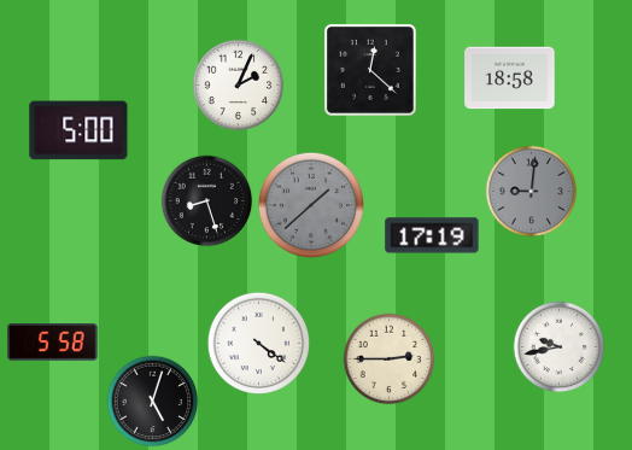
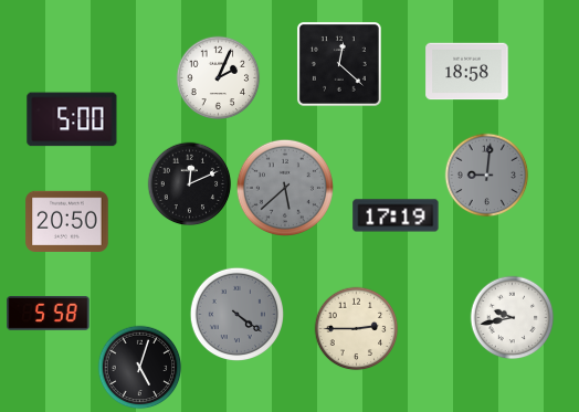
clock at (207, 201): 8:27 -> 12:11
clock at (310, 204): 1:38 -> 5:38
clock at (67, 221): none -> 20:50
clock at (258, 343) dial: white -> grey
